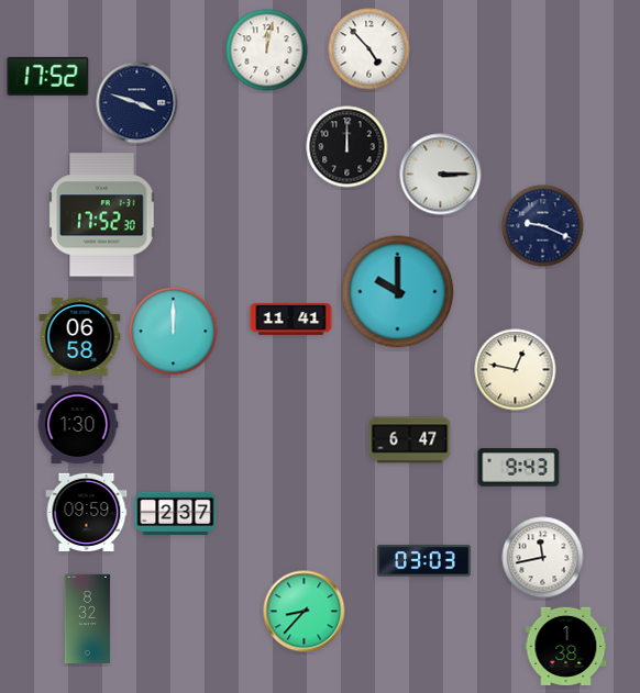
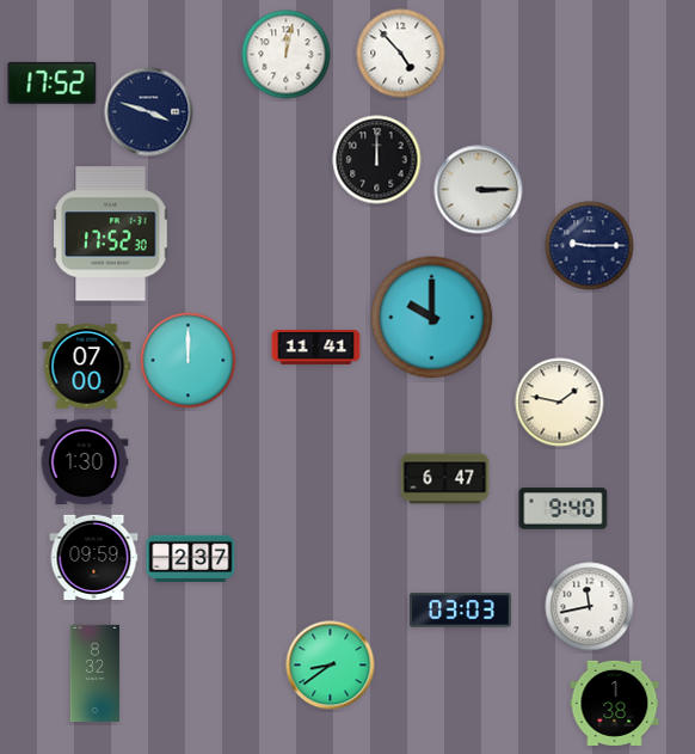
clock at (267, 51) position: (267, 51) -> (287, 55)
clock at (543, 226): 9:19 -> 9:15
clock at (80, 336): 06:58 -> 07:00
clock at (516, 370): 12:47 -> 1:47
clock at (519, 468): 9:43 -> 9:40
clock at (305, 612): 8:37 -> 8:39
